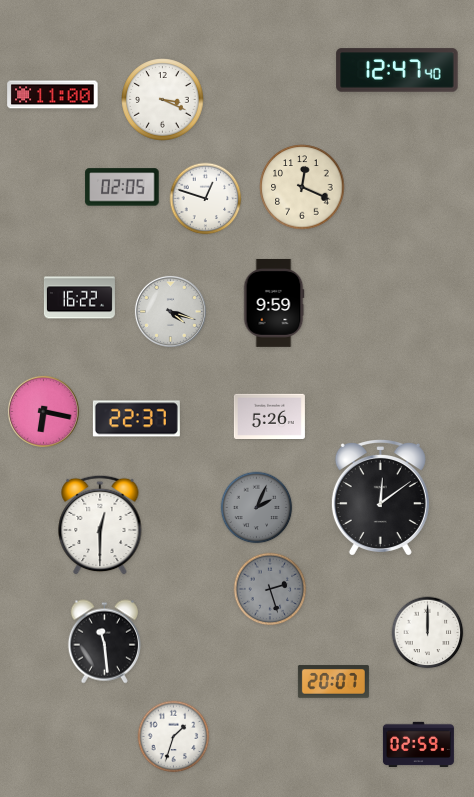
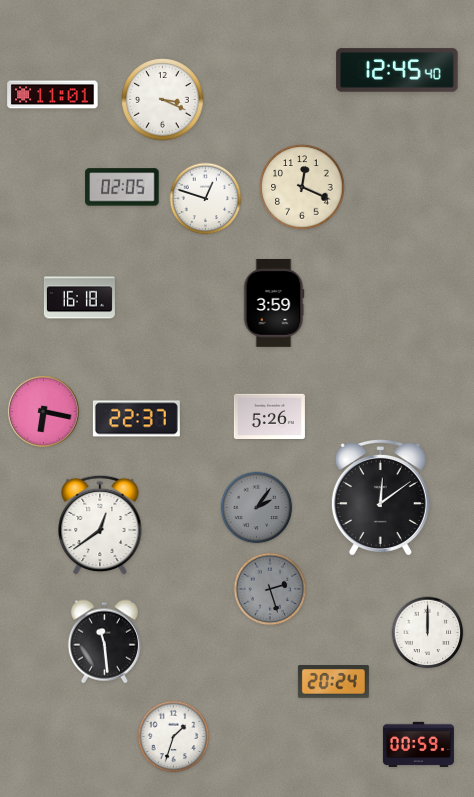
clock at (397, 70): 12:47 -> 12:45
clock at (53, 95): 11:00 -> 11:01
clock at (79, 298): 16:22 -> 16:18
clock at (274, 303): 9:59 -> 3:59
clock at (170, 311): 4:18 -> none
clock at (257, 508): 2:04 -> 2:06
clock at (100, 525): 12:30 -> 12:39
clock at (333, 682): 20:07 -> 20:24
clock at (418, 744): 02:59 -> 00:59
